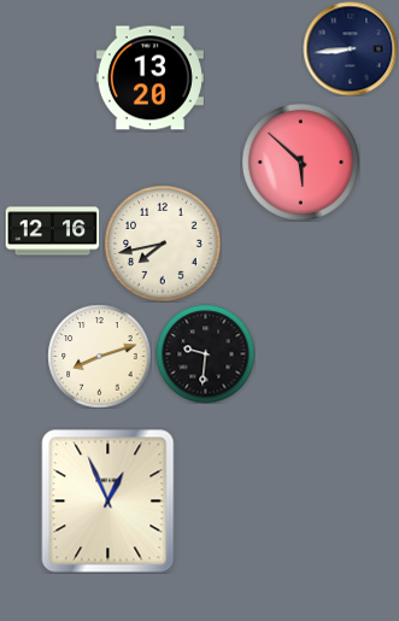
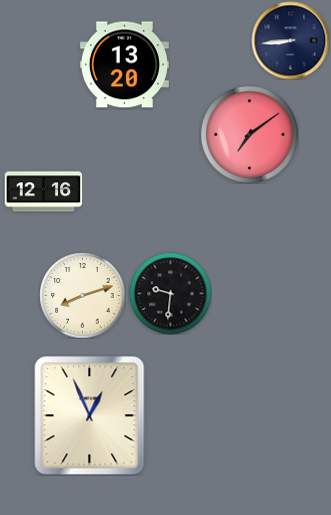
clock at (300, 162): 5:52 -> 7:09
clock at (163, 244): 7:43 -> none
